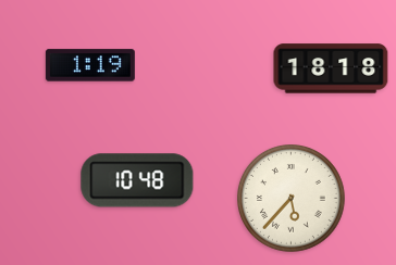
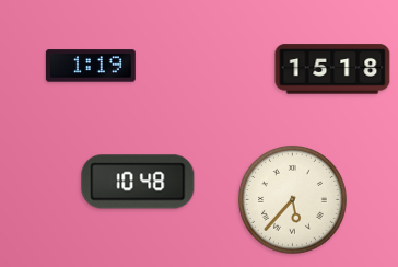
clock at (331, 68): 18:18 -> 15:18
